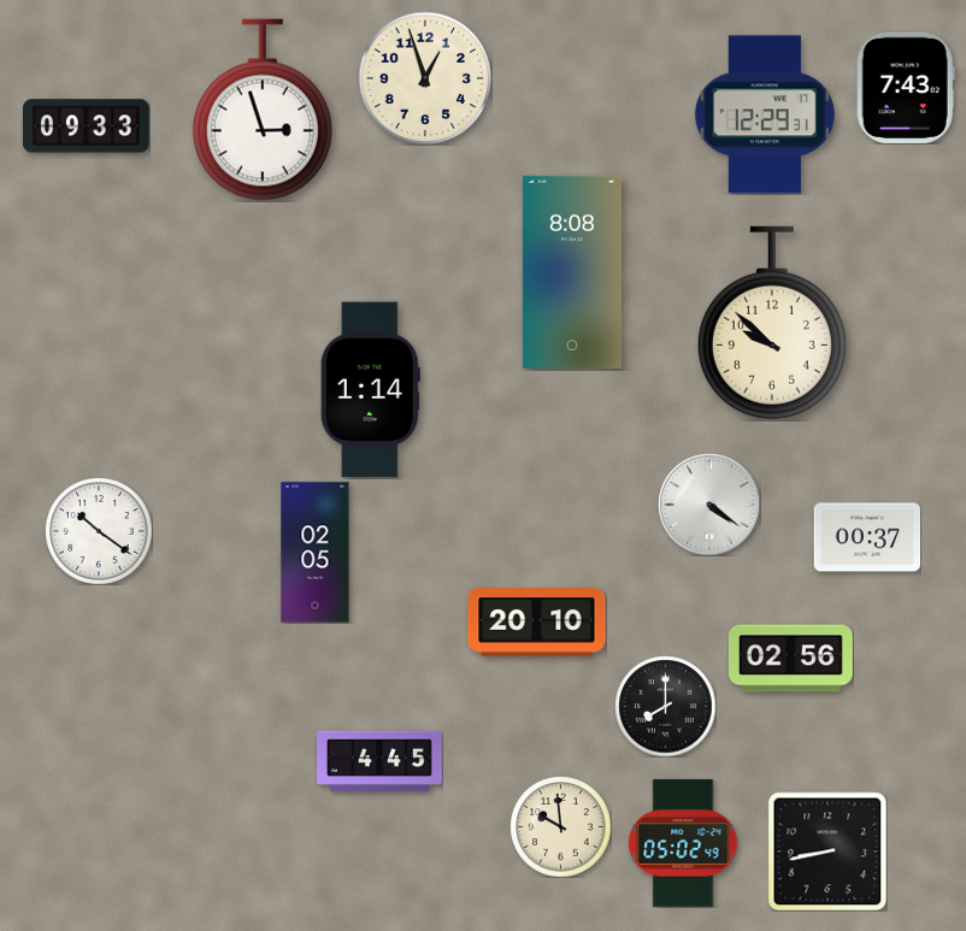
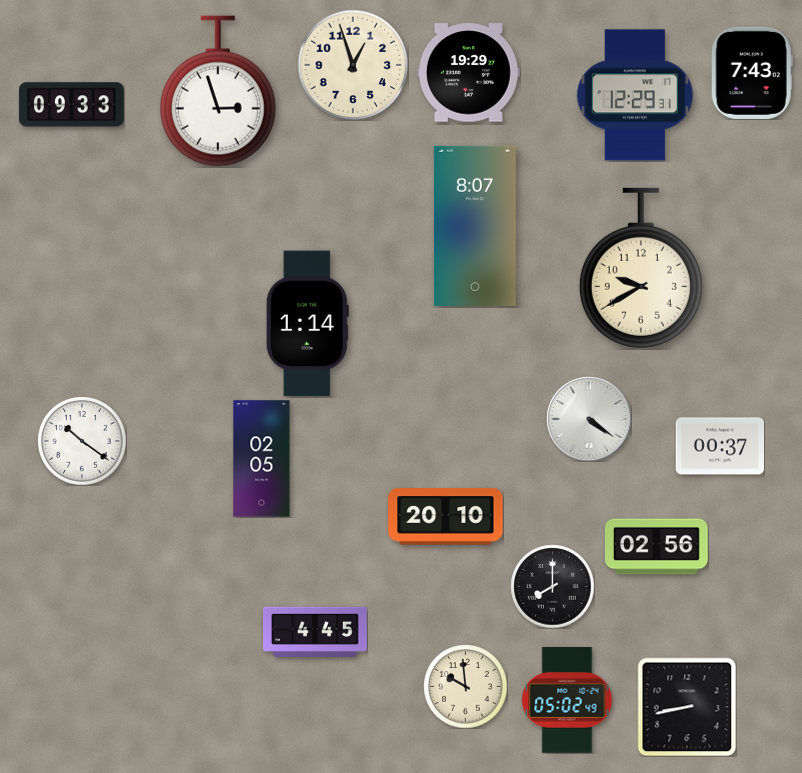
clock at (468, 73): none -> 19:29
clock at (572, 272): 8:08 -> 8:07
clock at (772, 323): 9:52 -> 9:40
